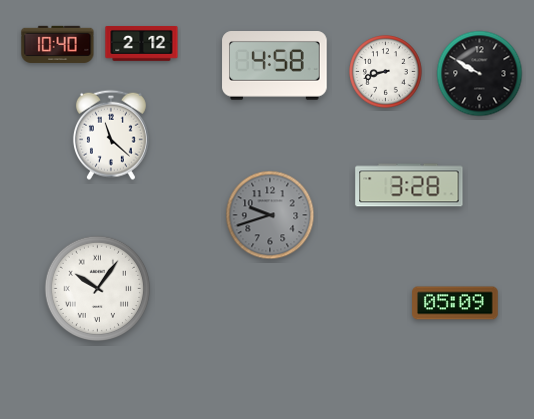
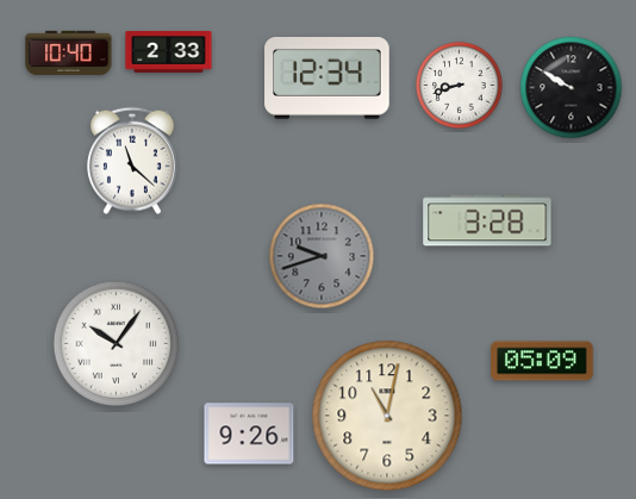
clock at (142, 44): 2:12 -> 2:33
clock at (275, 66): 4:58 -> 12:34
clock at (387, 416): none -> 11:02
clock at (249, 433): none -> 9:26
